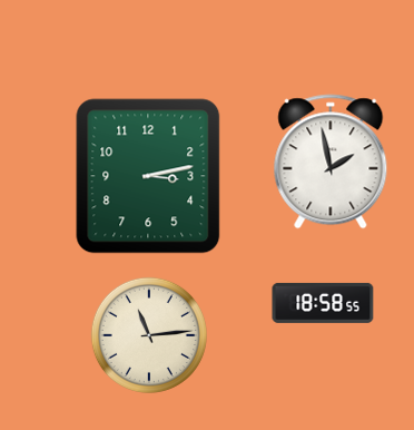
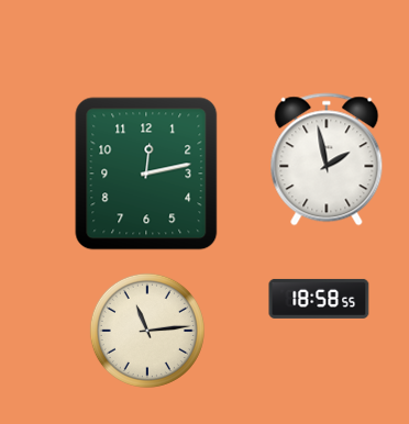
clock at (148, 176): 3:13 -> 12:13
